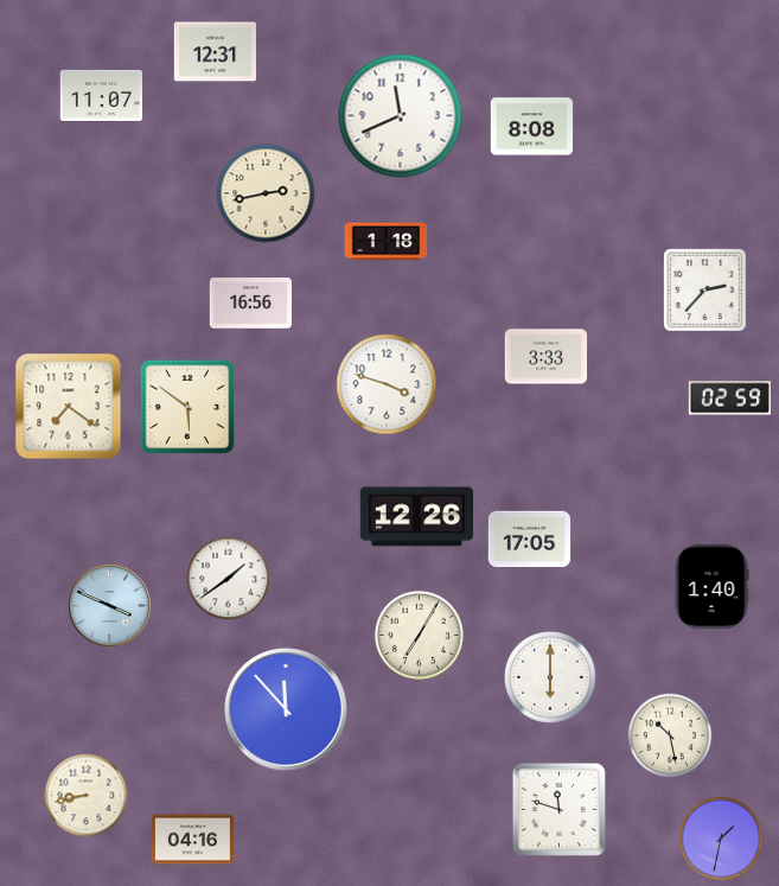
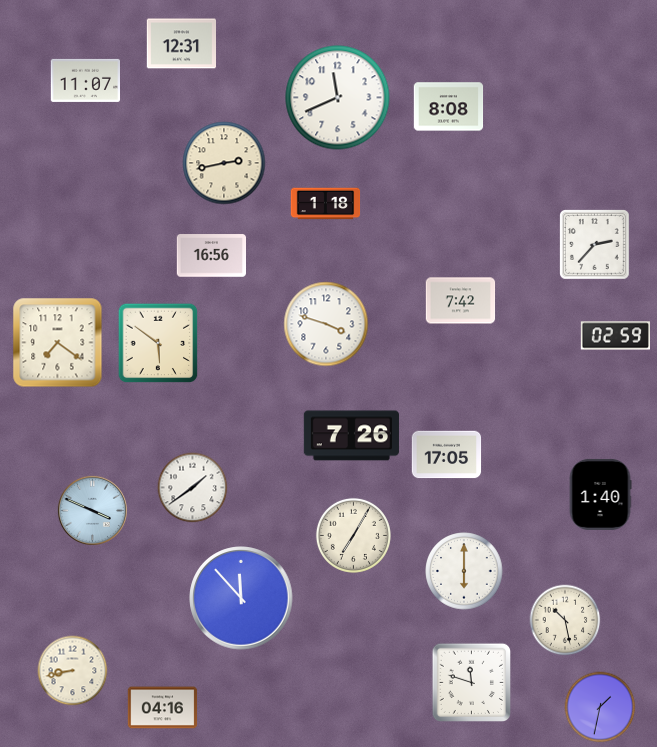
clock at (547, 357): 3:33 -> 7:42
clock at (416, 517): 12:26 -> 7:26
clock at (721, 839) position: (721, 839) -> (600, 707)
